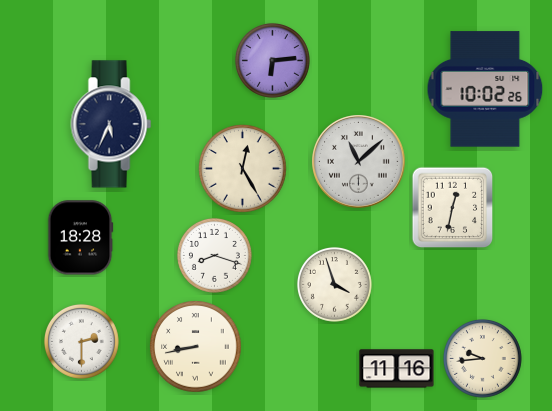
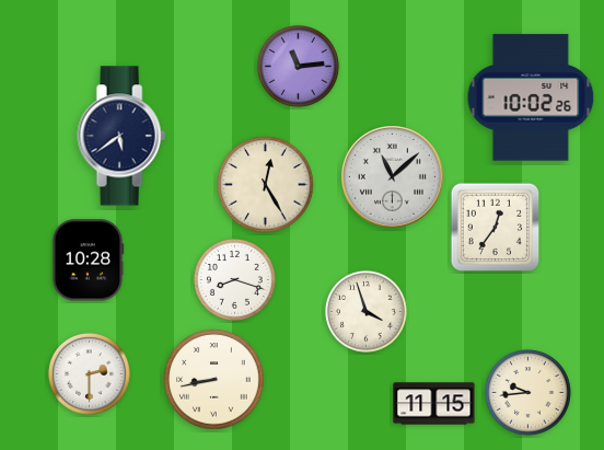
clock at (272, 60): 6:14 -> 11:14
clock at (111, 124): 5:34 -> 5:39
clock at (453, 208): 12:32 -> 12:36
clock at (80, 238): 18:28 -> 10:28
clock at (397, 369): 11:16 -> 11:15
